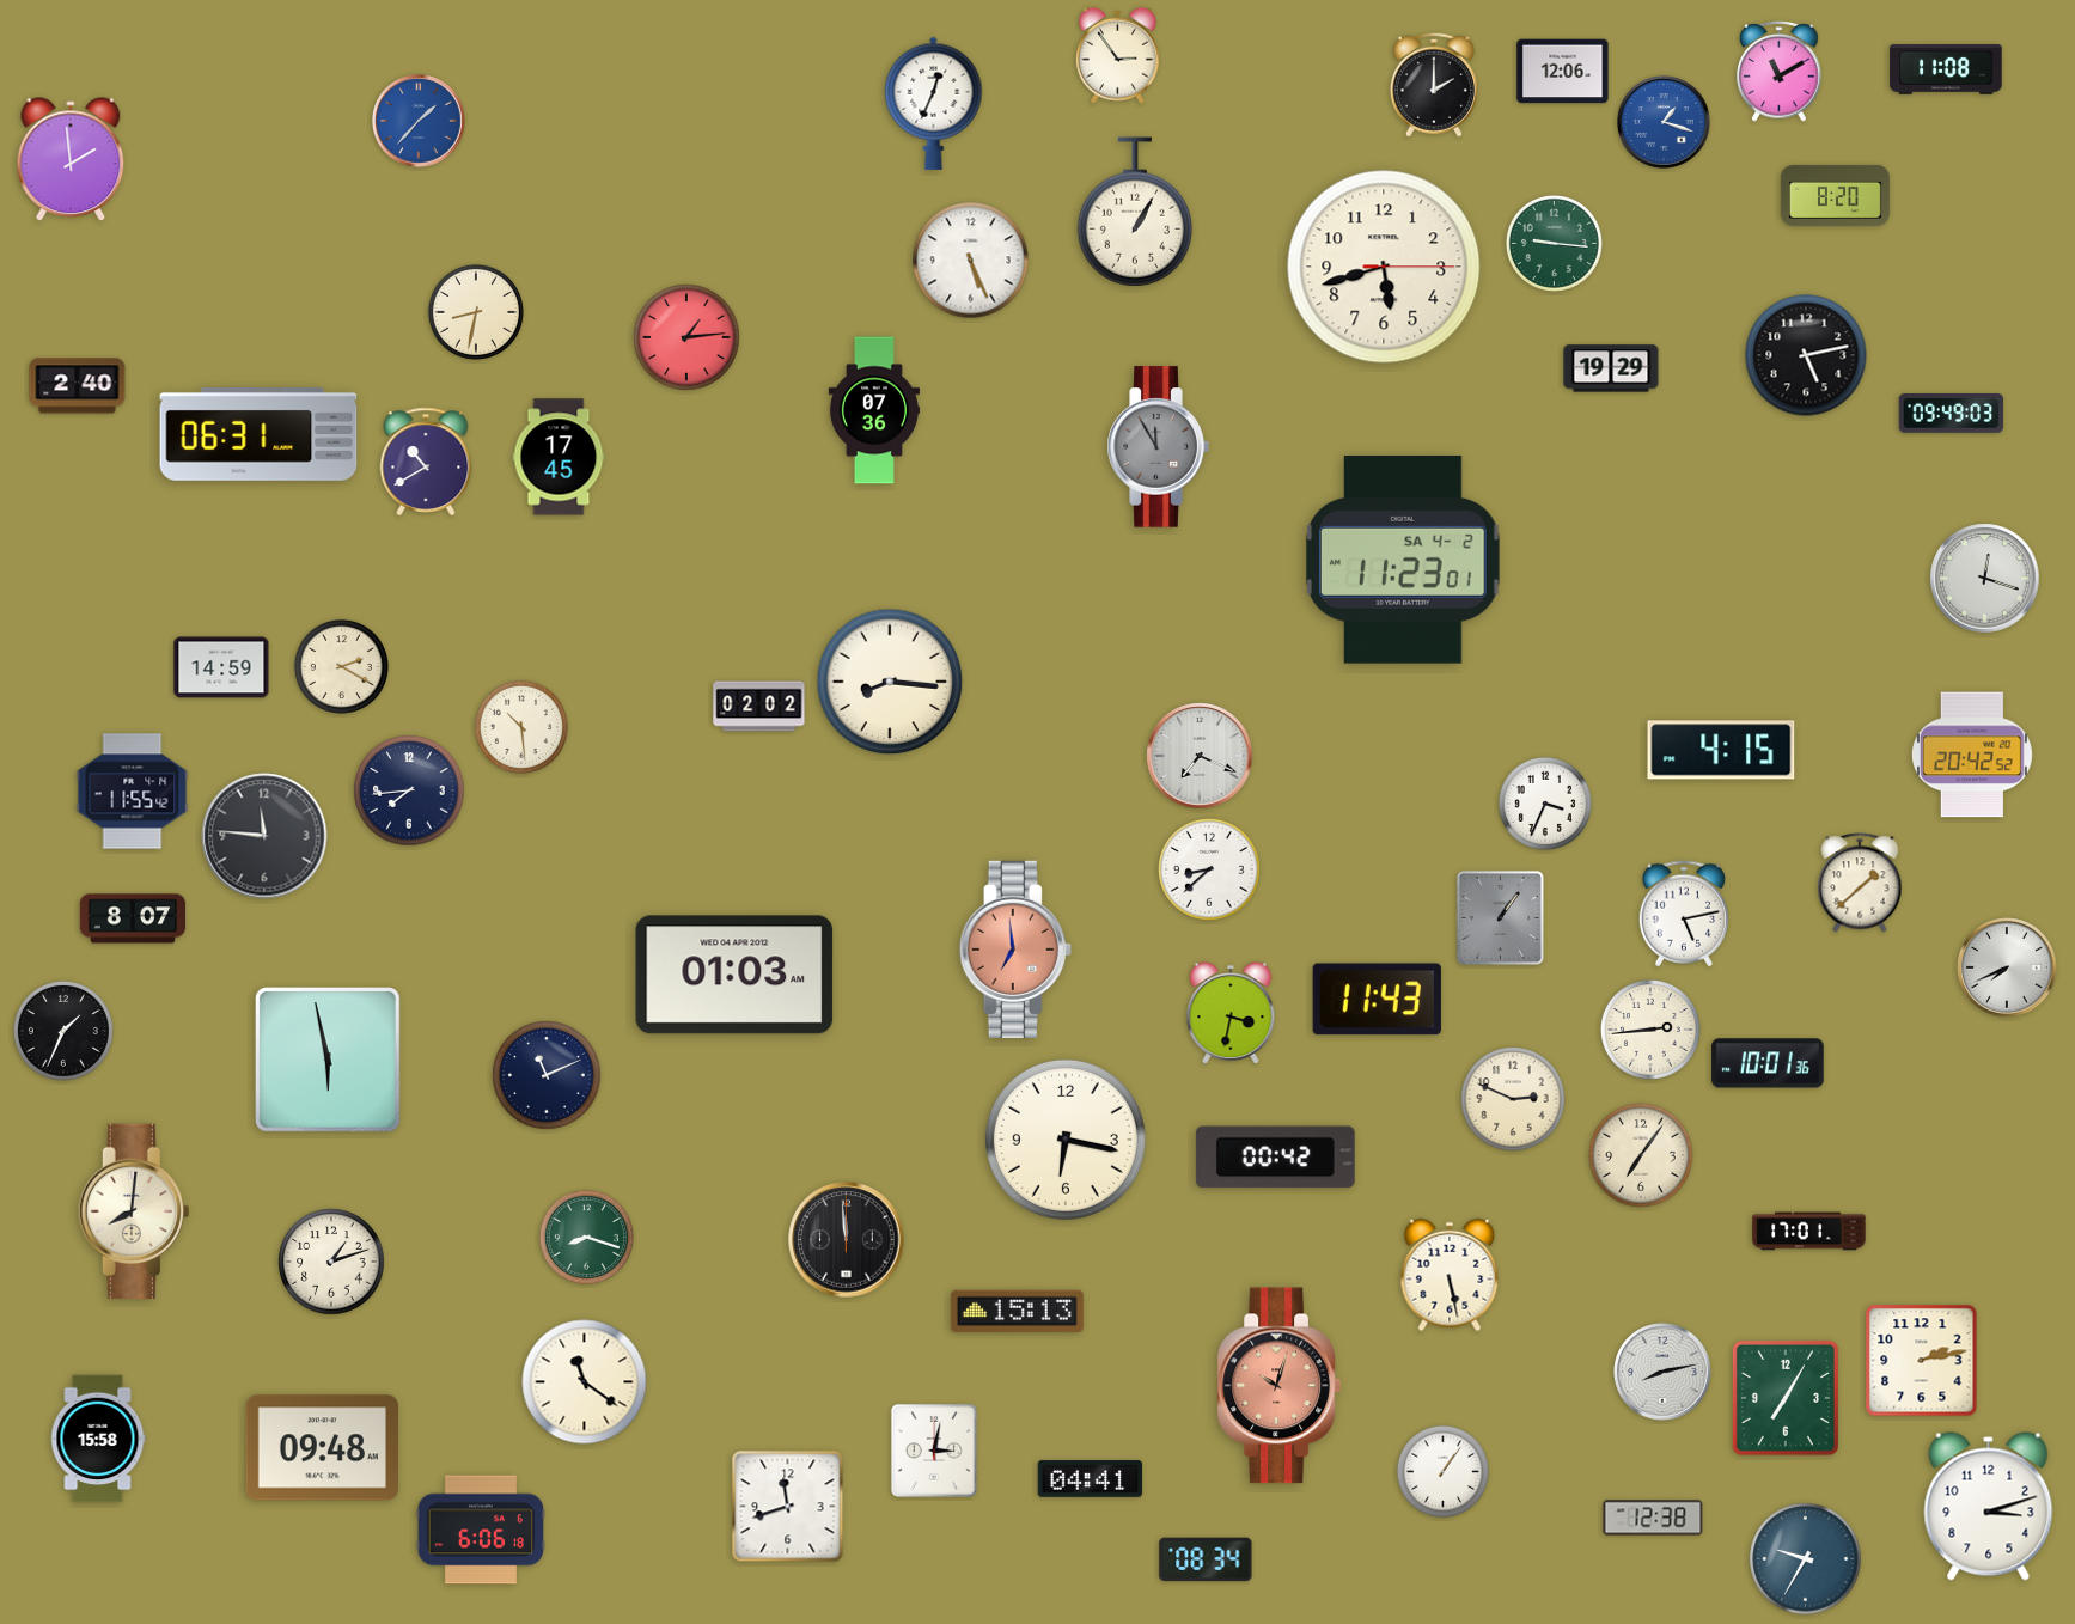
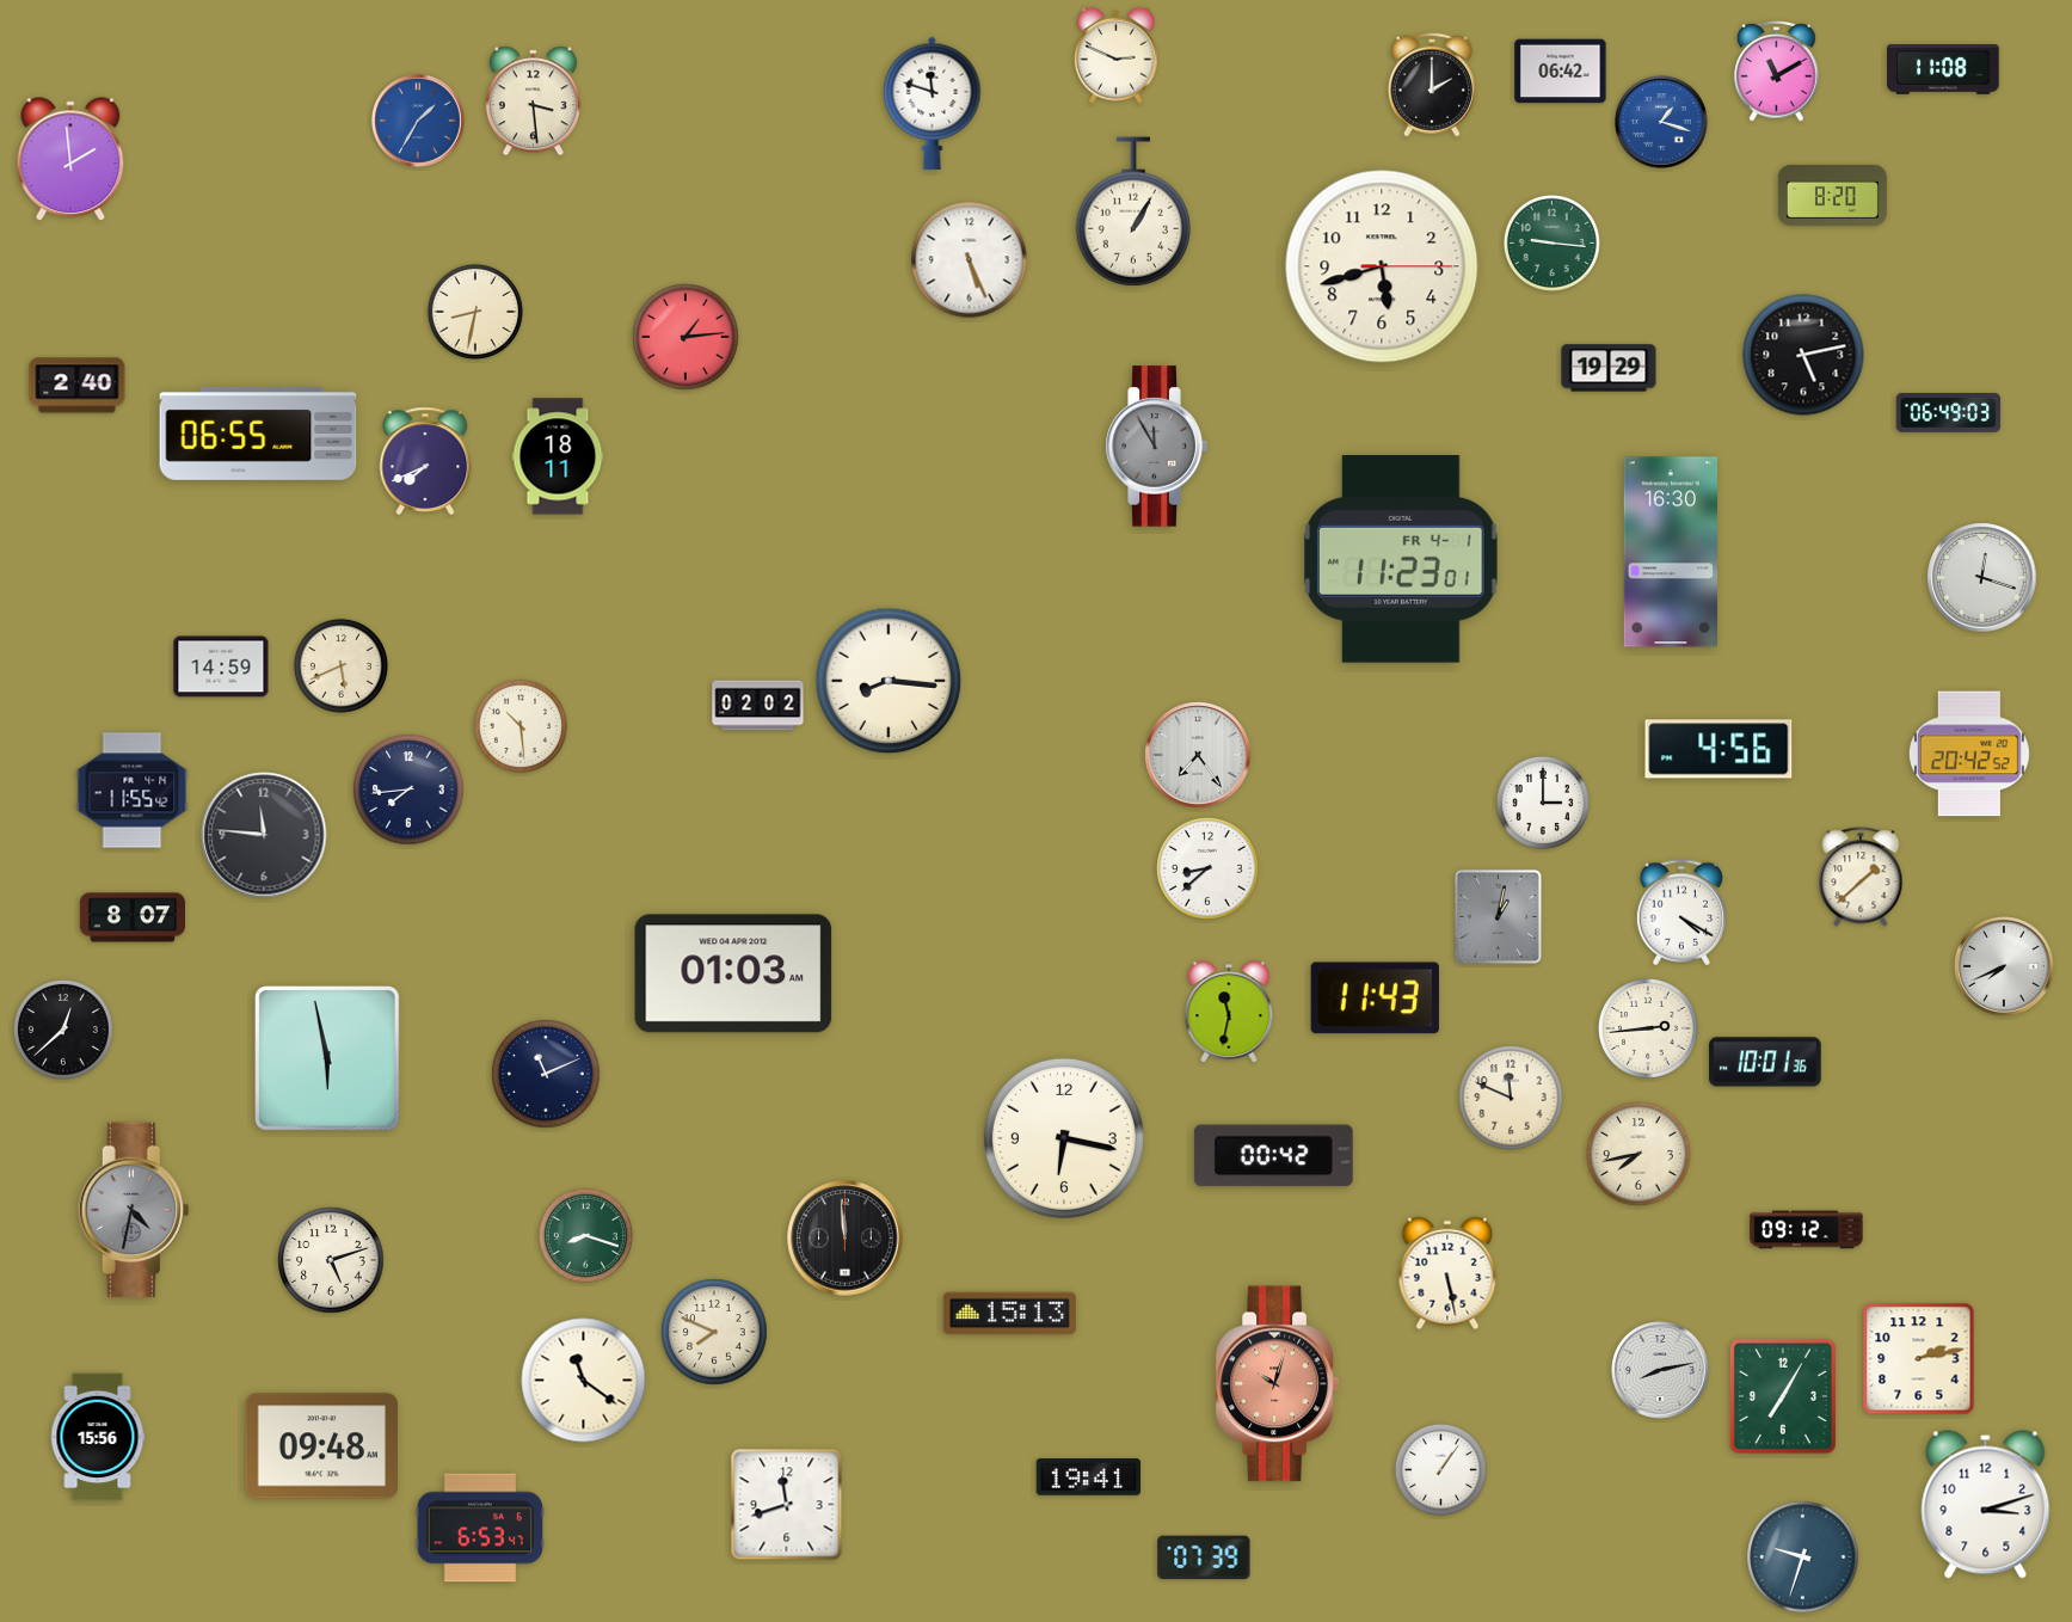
clock at (1117, 55): 2:54 -> 2:49
clock at (1563, 72): 12:06 -> 06:42
clock at (533, 102): none -> 3:29
clock at (934, 103): 12:34 -> 11:48
clock at (420, 122): 1:37 -> 1:35
clock at (874, 410): 07:36 -> none
clock at (1952, 414): 09:49 -> 06:49
clock at (258, 434): 06:31 -> 06:55
clock at (559, 457): 17:45 -> 18:11
clock at (426, 460): 10:40 -> 7:41
clock at (1670, 552): none -> 16:30
clock at (1404, 560) date: SA 4-2 -> FR 4-1
clock at (341, 666): 2:20 -> 5:41
clock at (1721, 750): 4:15 -> 4:56
clock at (1200, 756): 7:19 -> 7:24
clock at (1545, 804): 3:34 -> 3:00
clock at (1860, 883) position: (1860, 883) -> (1861, 877)
clock at (1683, 914): 5:13 -> 4:20
clock at (1500, 917): 1:06 -> 1:02
clock at (1015, 950): 6:59 -> none
clock at (1231, 1013): 3:32 -> 11:32
clock at (63, 1031): 1:34 -> 12:38
clock at (1513, 1099): 2:49 -> 11:49
clock at (1641, 1155): 7:06 -> 7:43
clock at (134, 1211): 8:01 -> 4:32
clock at (134, 1211) dial: cream -> grey
clock at (1809, 1232): 17:01 -> 09:12
clock at (331, 1262): 1:12 -> 5:12
clock at (1017, 1312) position: (1017, 1312) -> (1009, 1314)
clock at (714, 1332): none -> 7:49
clock at (98, 1439): 15:58 -> 15:56
clock at (934, 1451): 3:02 -> none
clock at (1091, 1479): 04:41 -> 19:41
clock at (1653, 1518): 12:38 -> none
clock at (481, 1530): 6:06 -> 6:53
clock at (1206, 1559): 08:34 -> 07:39
clock at (1806, 1559): 9:35 -> 9:33
